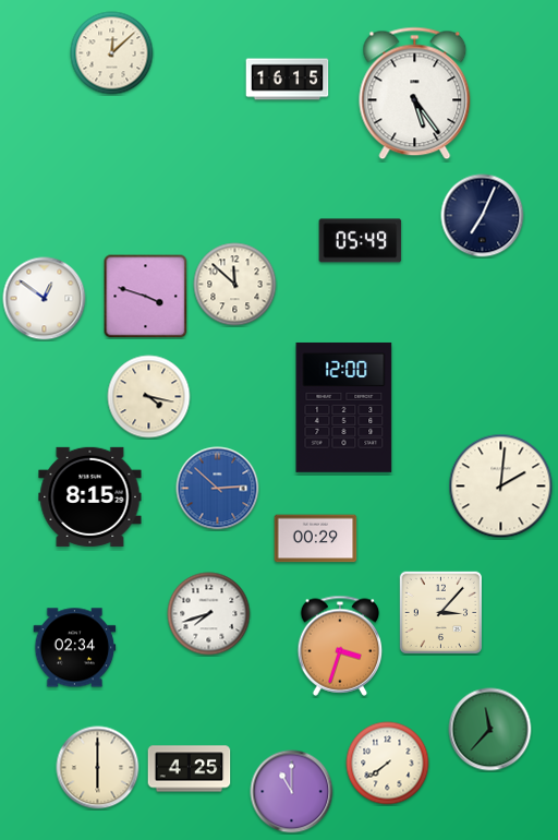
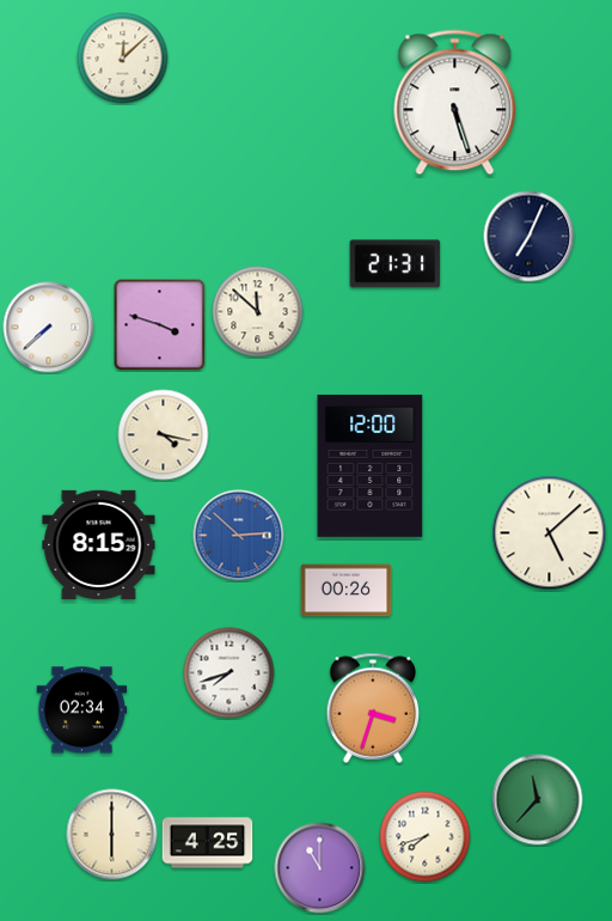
clock at (288, 80): 16:15 -> none
clock at (415, 94): 5:24 -> 5:27
clock at (361, 241): 05:49 -> 21:31
clock at (45, 299): 12:51 -> 7:38
clock at (344, 407) position: (344, 407) -> (371, 465)
clock at (501, 487): 2:01 -> 5:08
clock at (316, 539): 00:29 -> 00:26
clock at (440, 612): 3:07 -> none
clock at (388, 764): 7:39 -> 7:42
clock at (98, 768) position: (98, 768) -> (112, 835)
